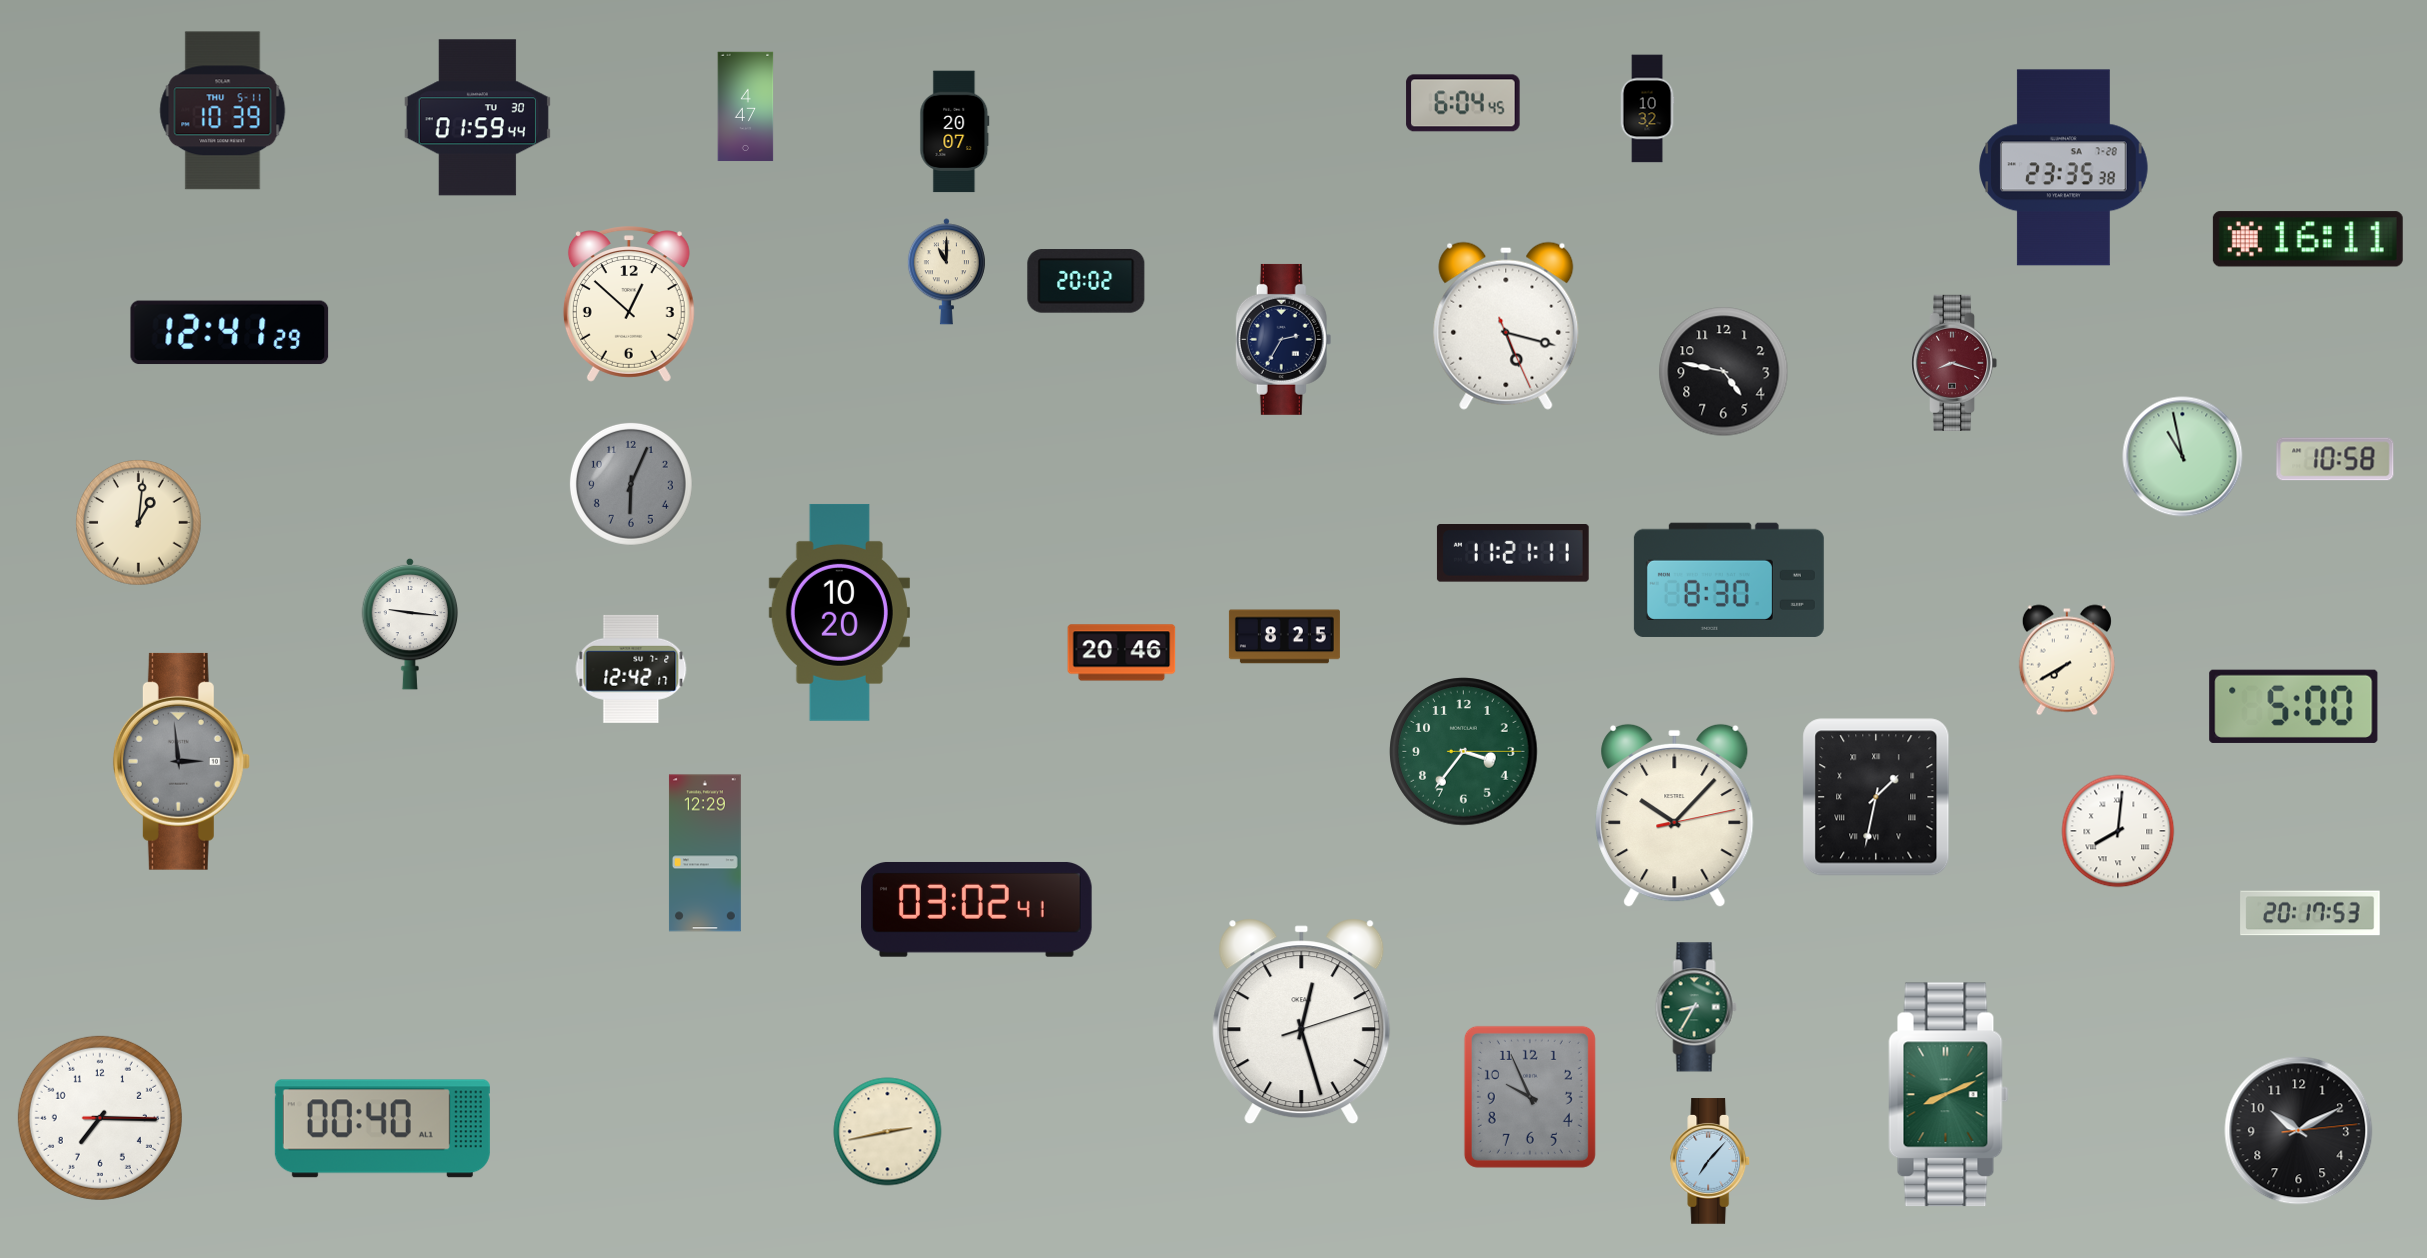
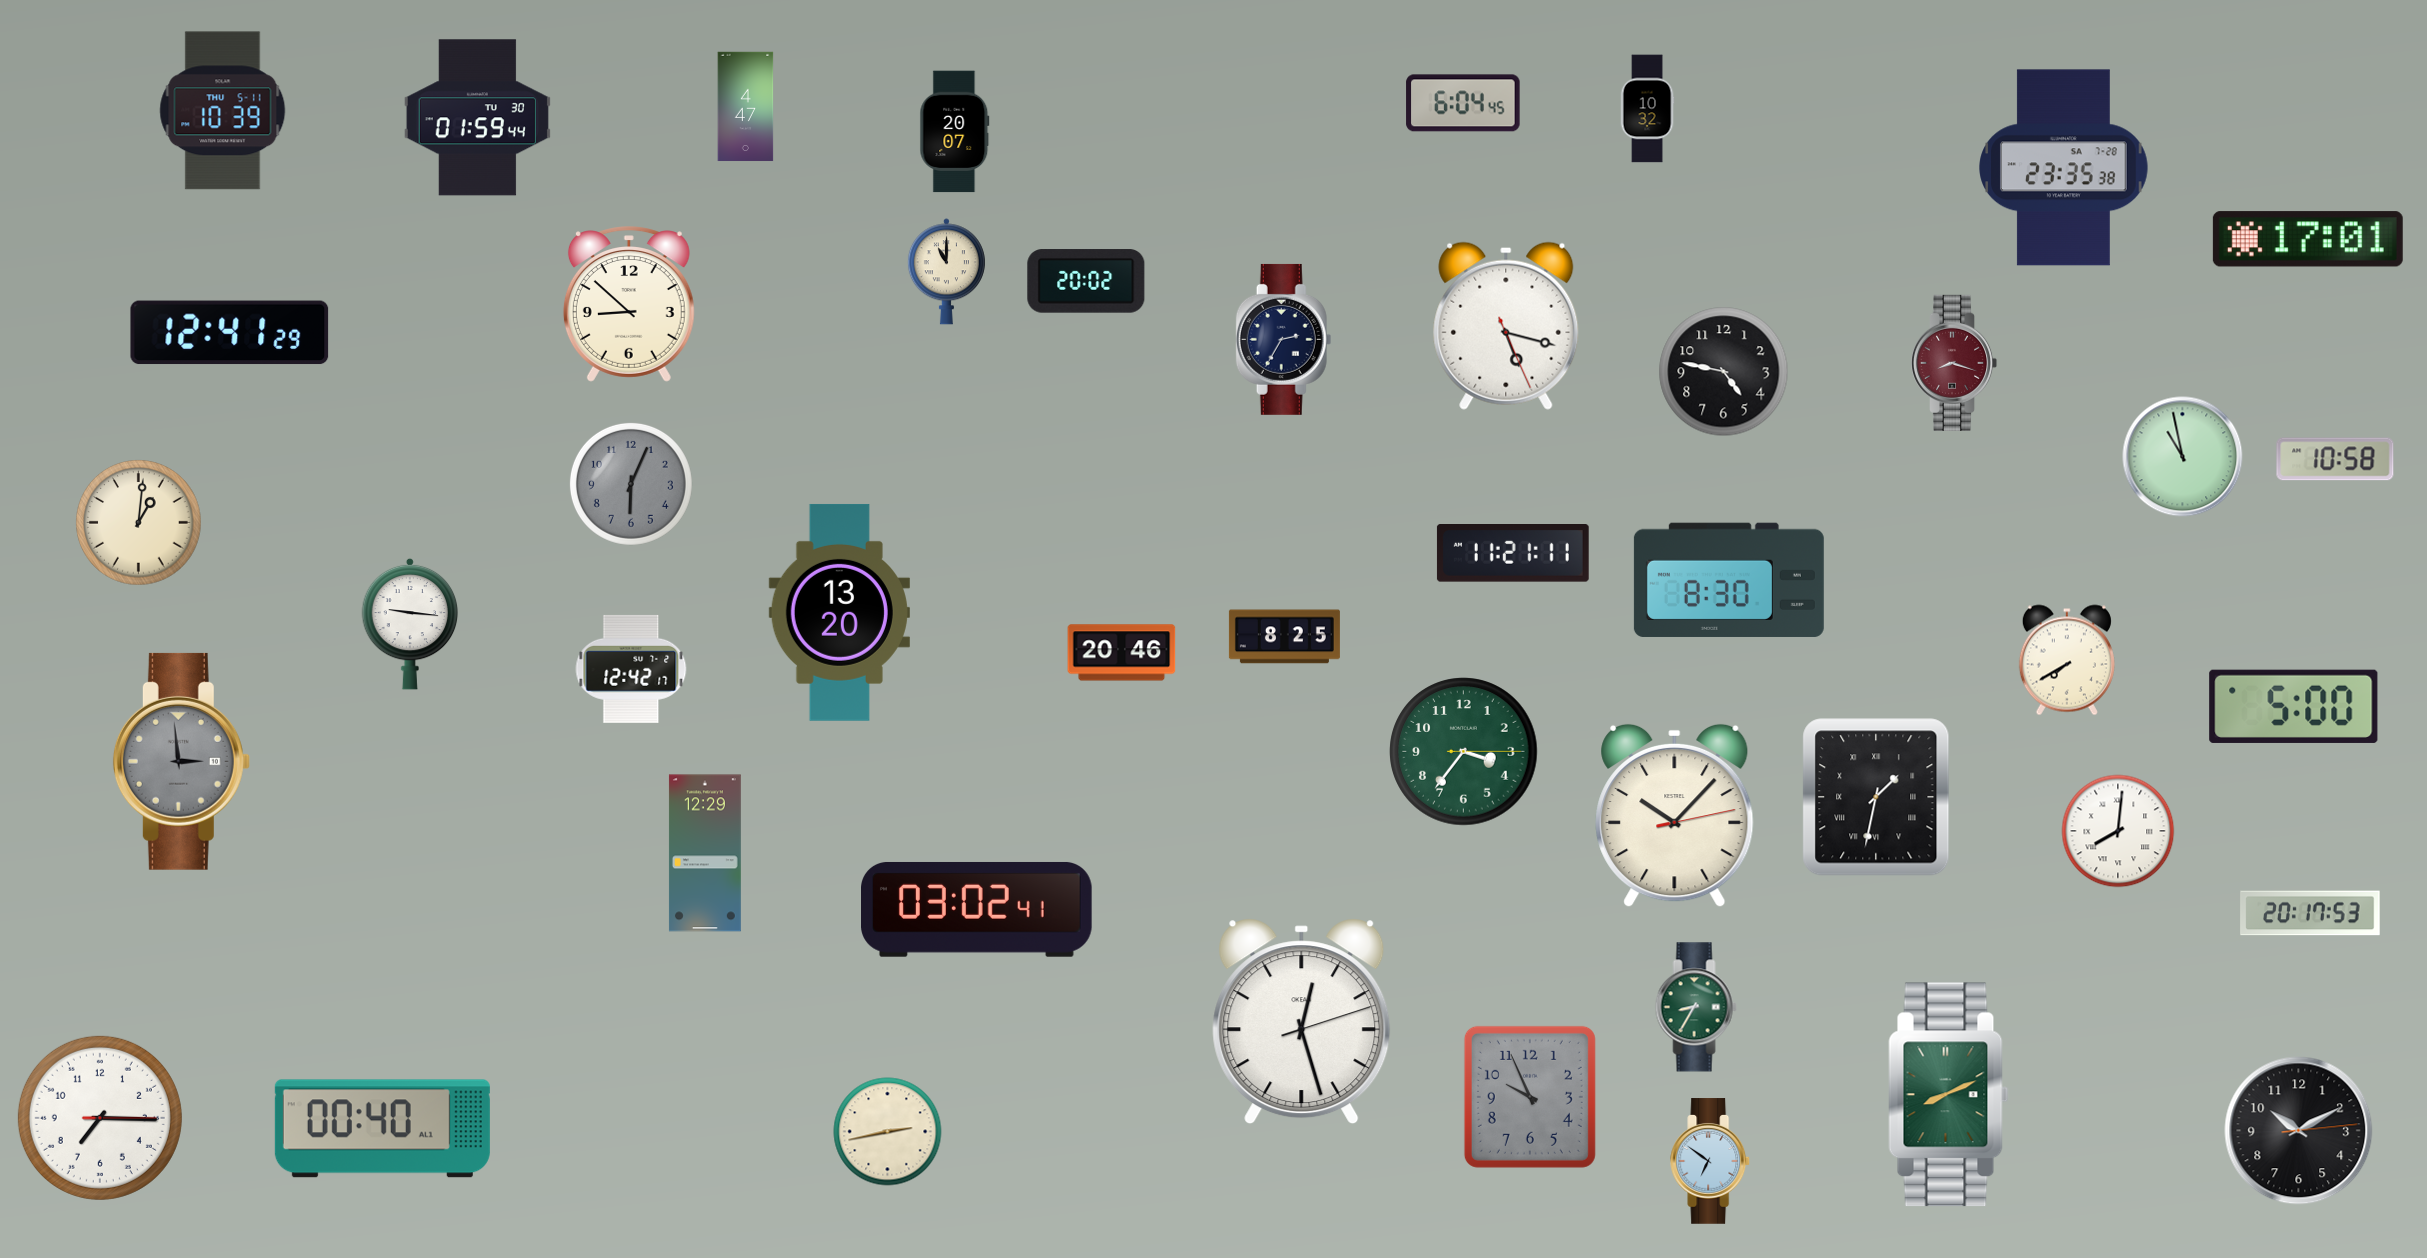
clock at (2308, 239): 16:11 -> 17:01
clock at (629, 304): 12:52 -> 8:52
clock at (839, 612): 10:20 -> 13:20
clock at (1711, 1161): 7:07 -> 6:51
